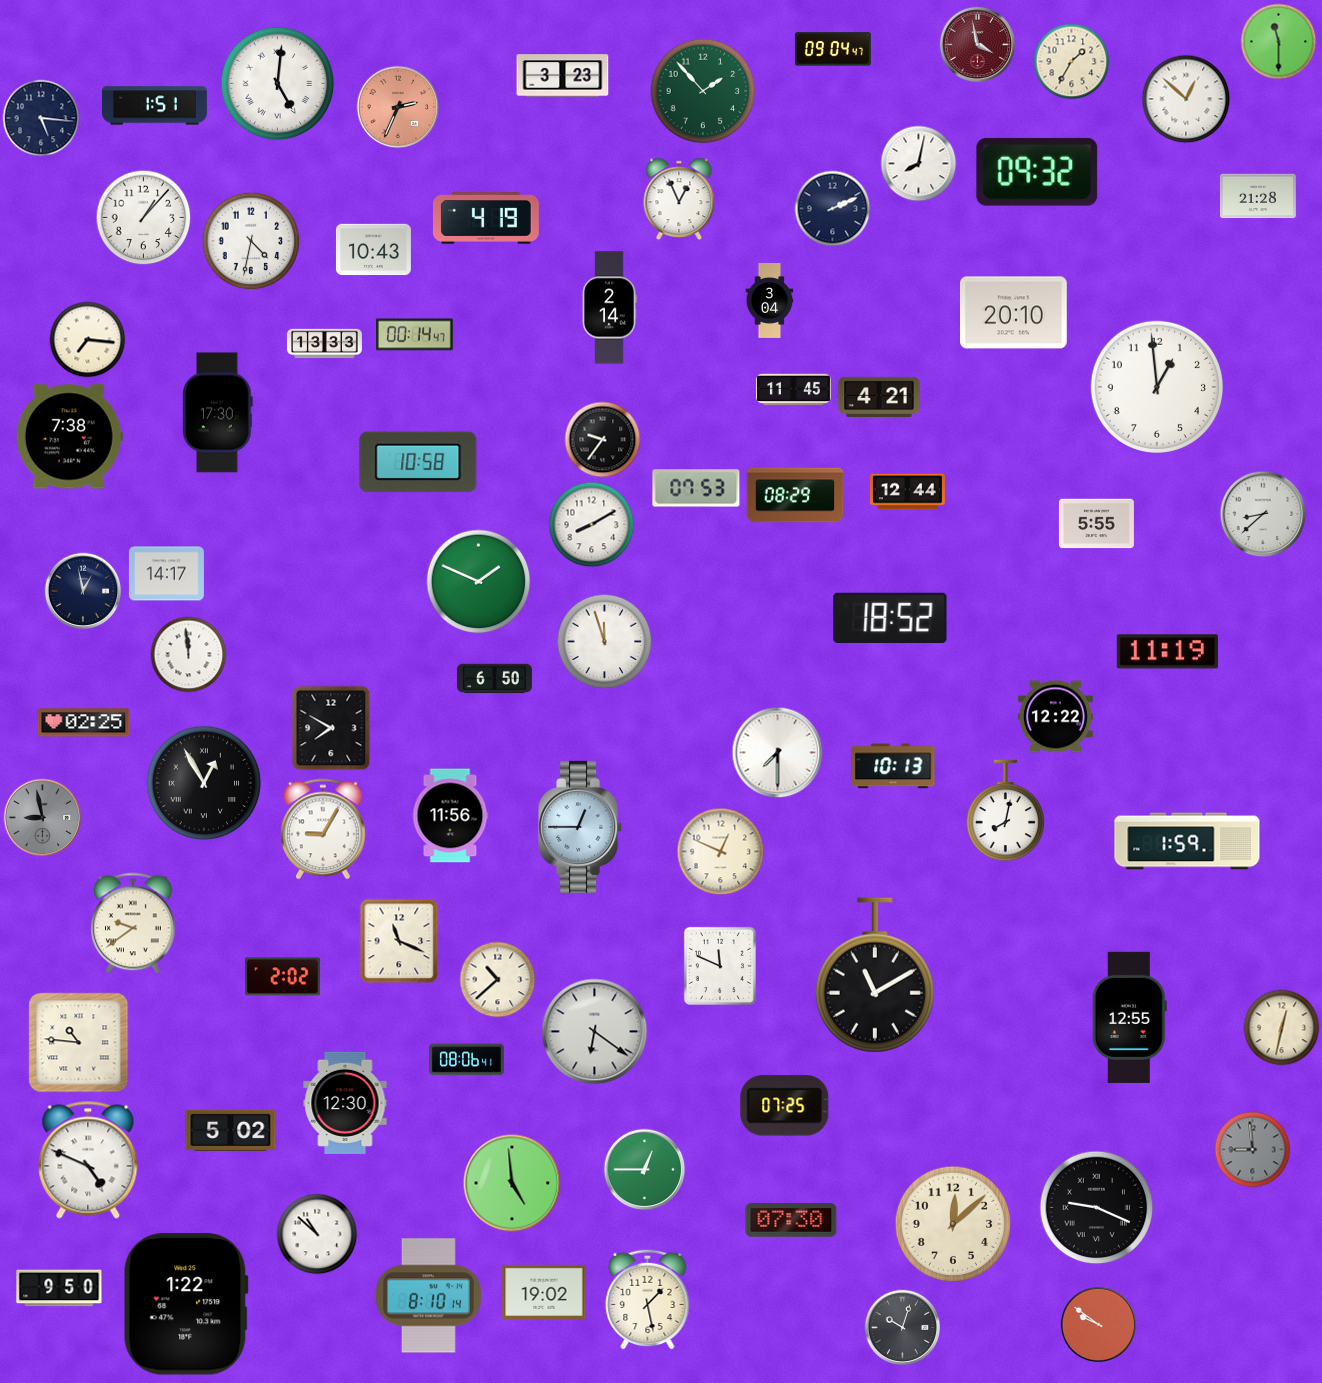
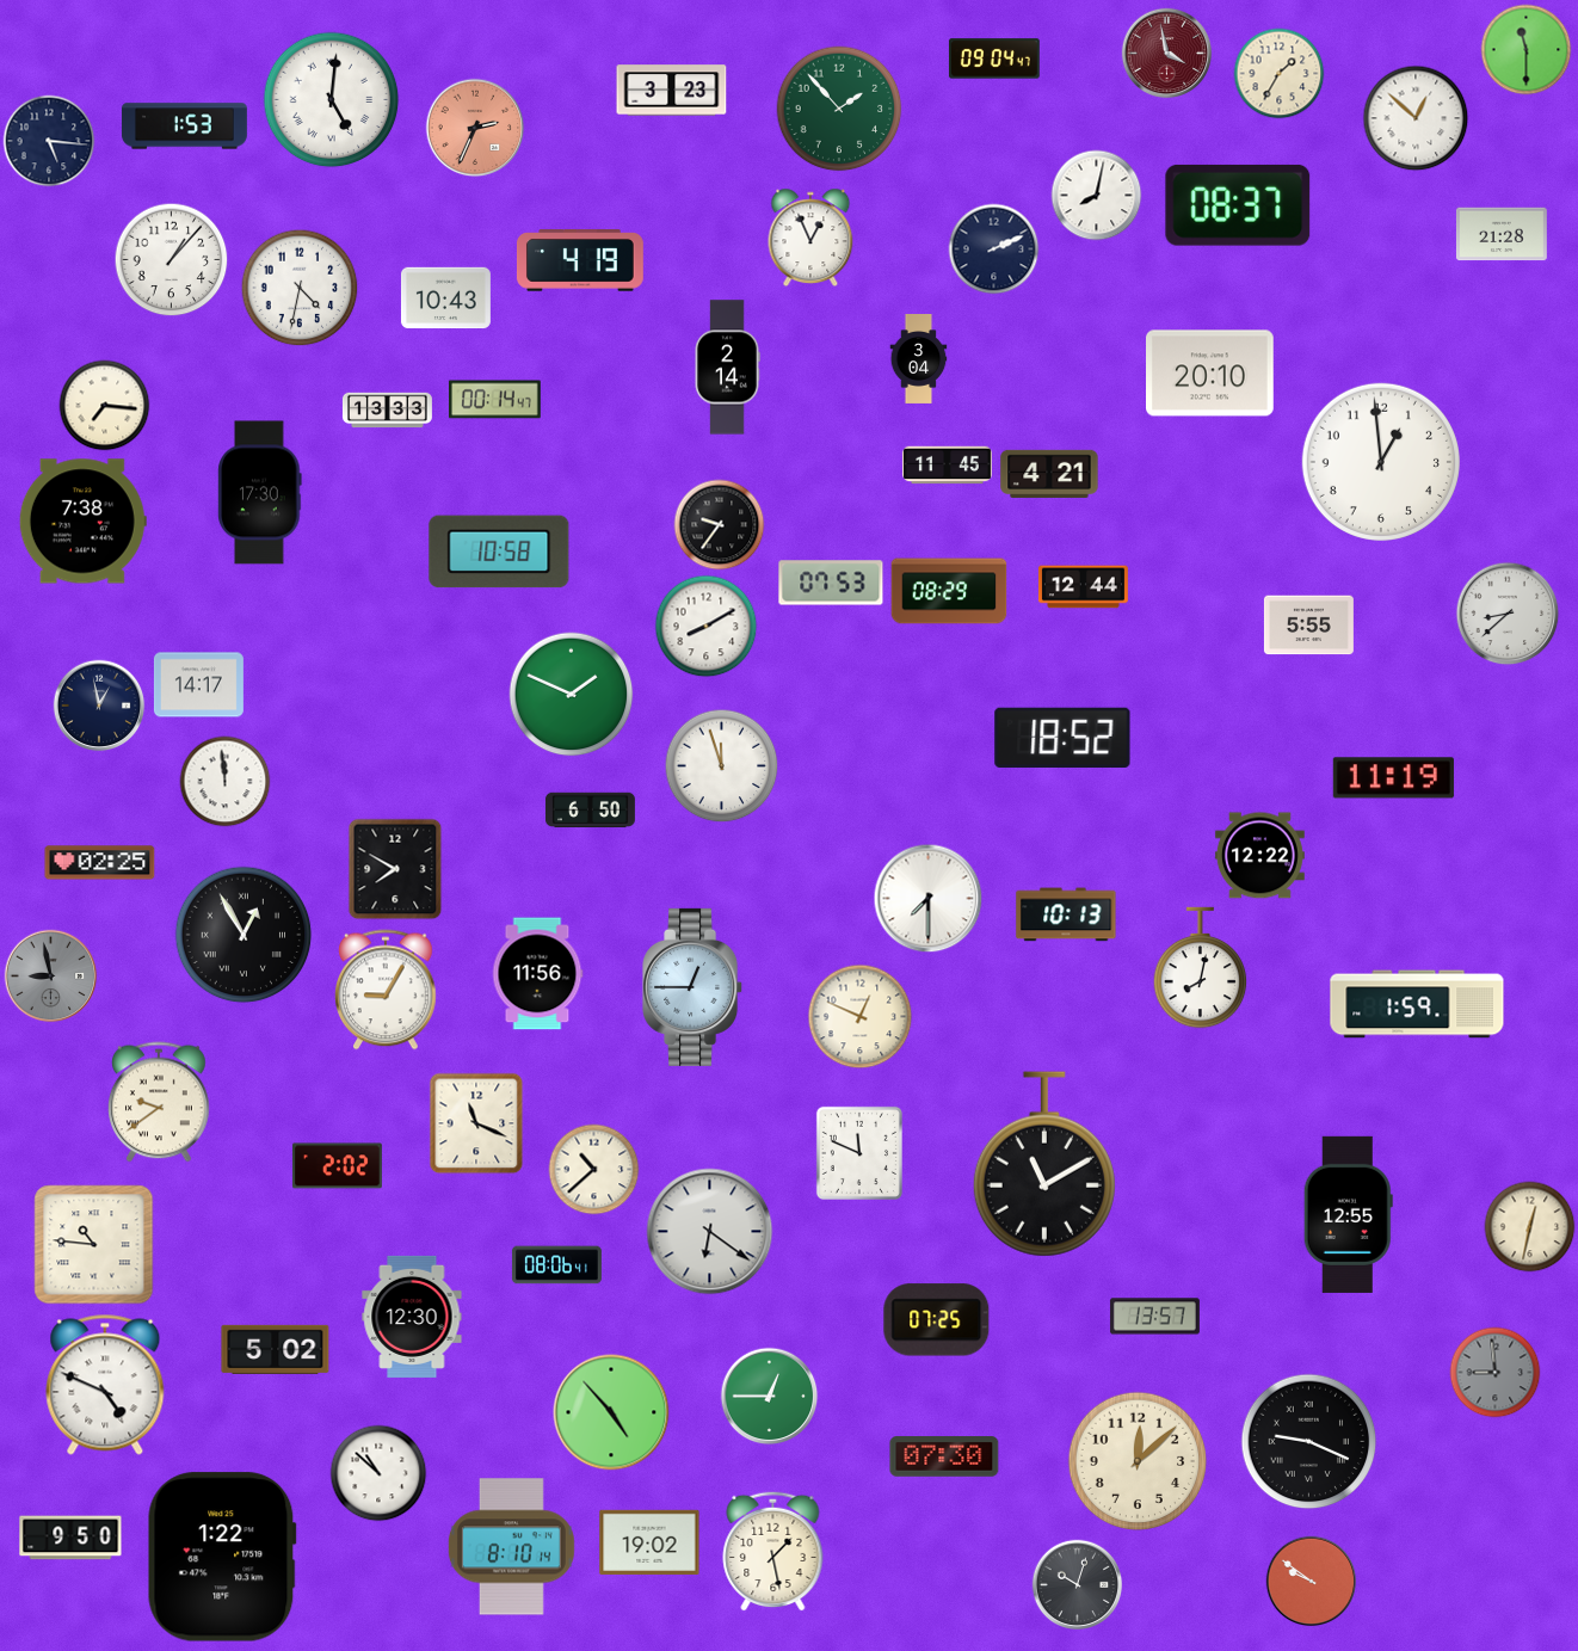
clock at (154, 106): 1:51 -> 1:53
clock at (1037, 172): 09:32 -> 08:37
clock at (1154, 1317): none -> 13:57
clock at (512, 1183): 4:59 -> 4:53
